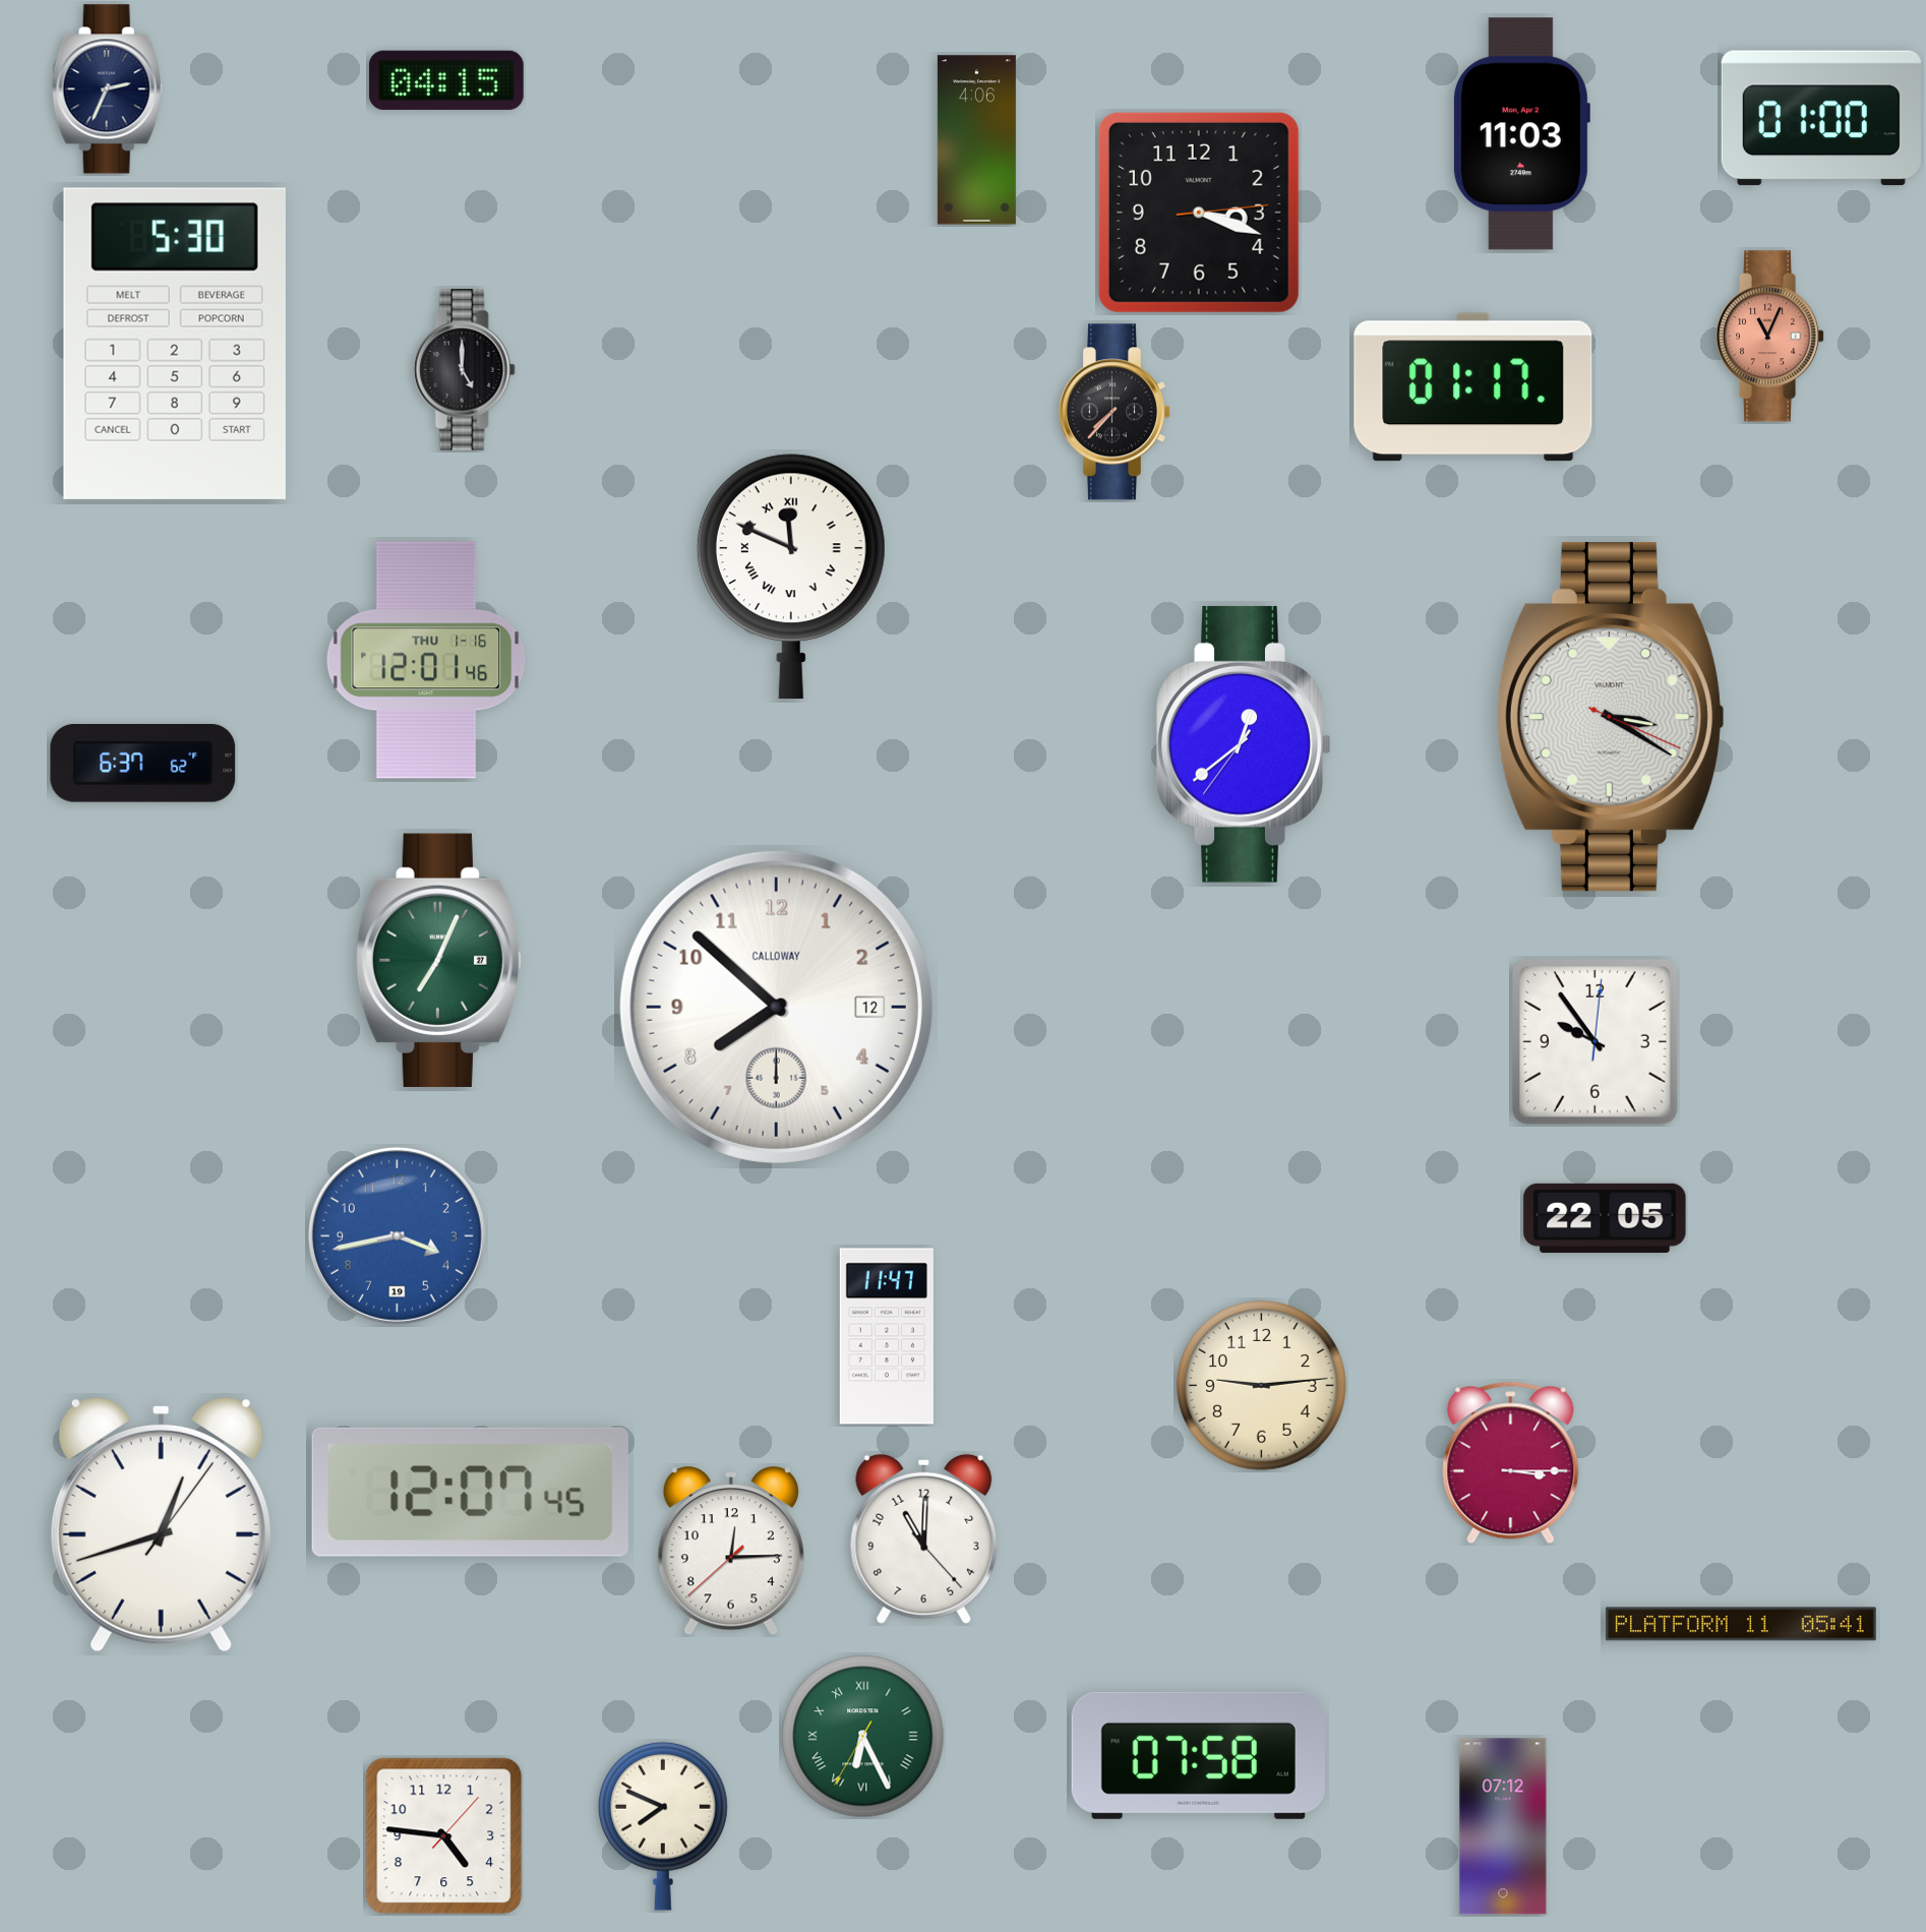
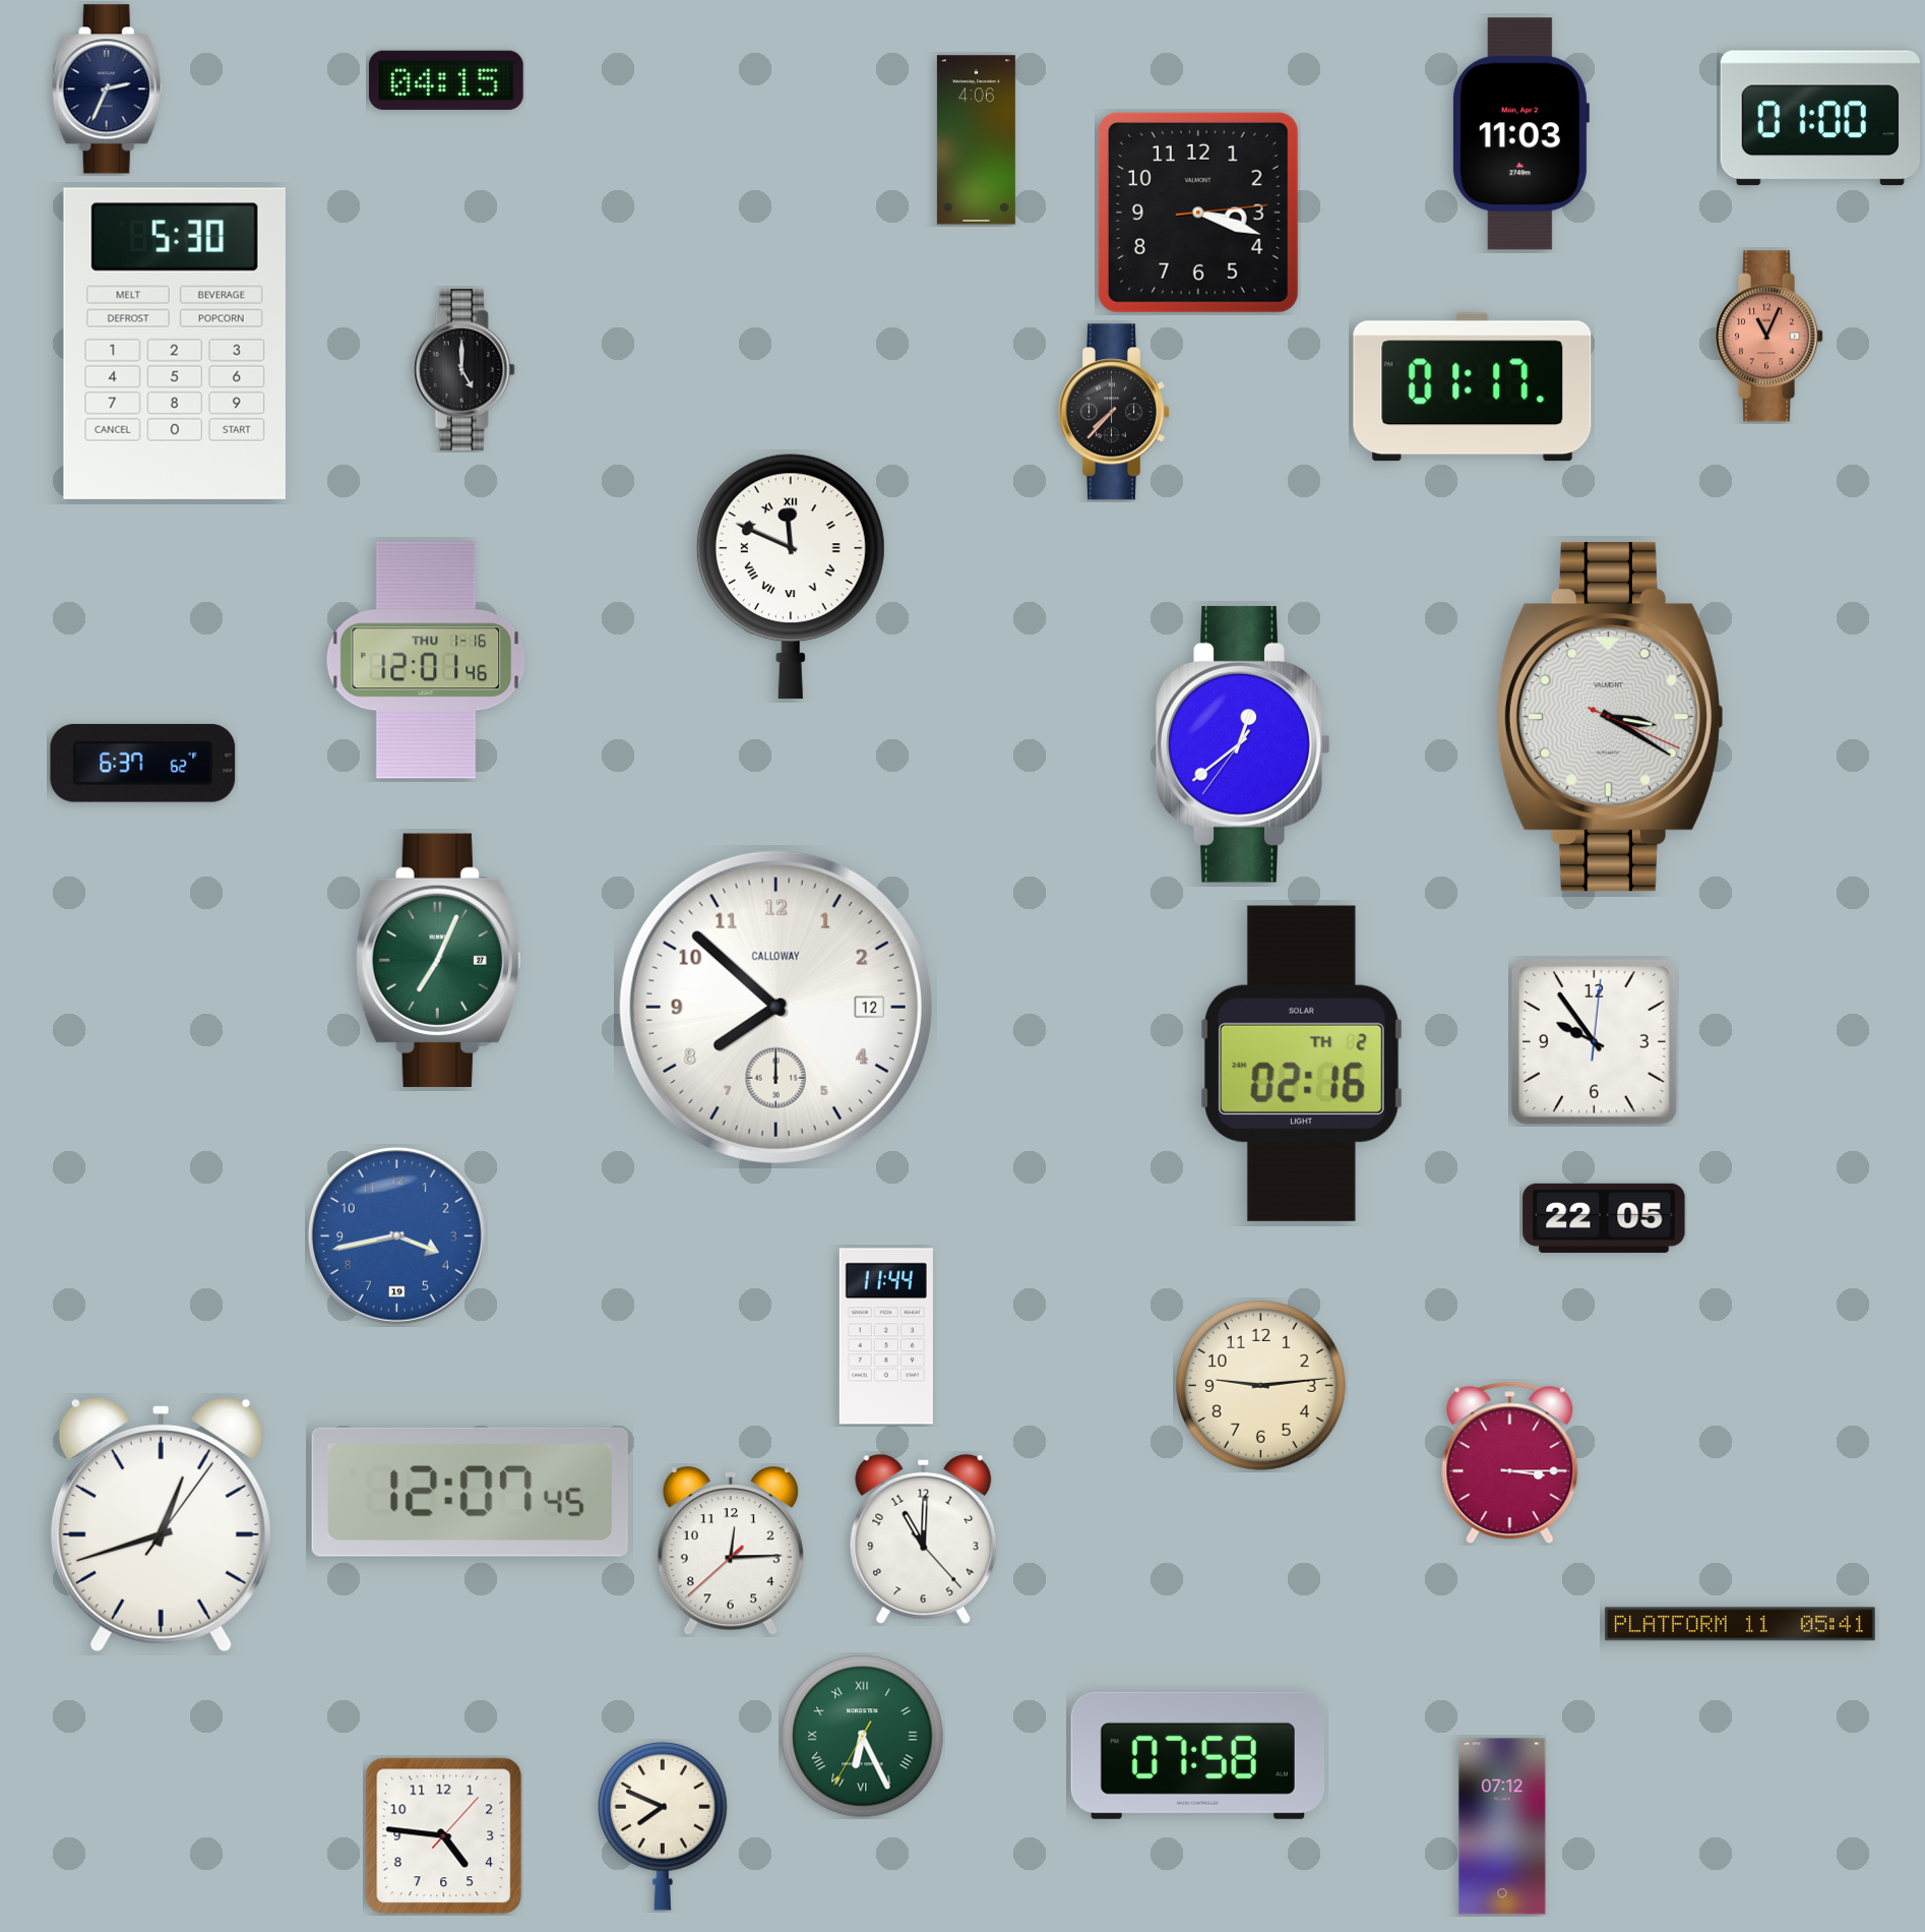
clock at (1301, 1064): none -> 02:16
clock at (887, 1336): 11:47 -> 11:44
